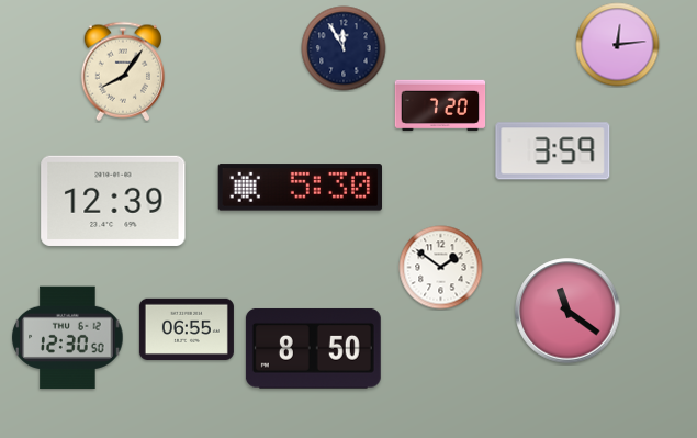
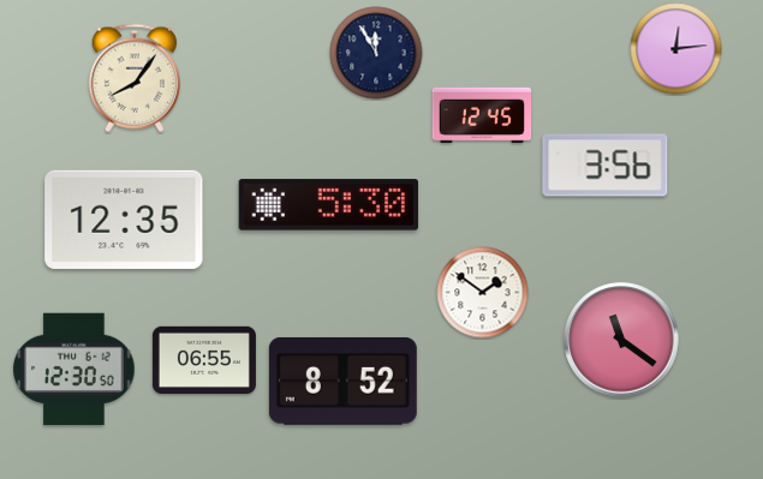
clock at (440, 104): 7:20 -> 12:45
clock at (553, 151): 3:59 -> 3:56
clock at (113, 201): 12:39 -> 12:35
clock at (313, 349): 8:50 -> 8:52
